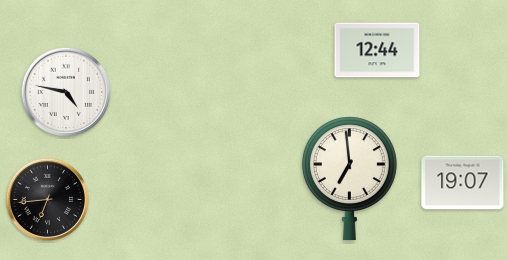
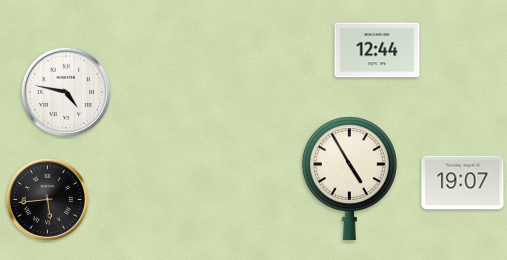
clock at (349, 178): 6:59 -> 4:55
clock at (47, 199): 6:44 -> 5:44
